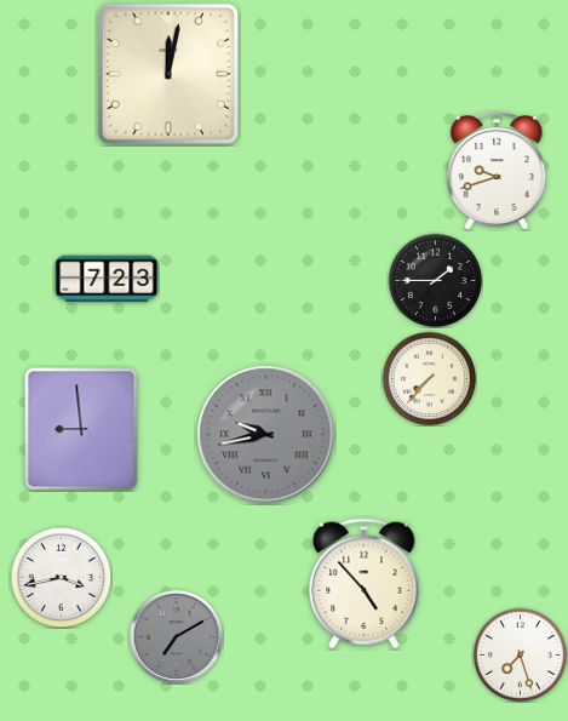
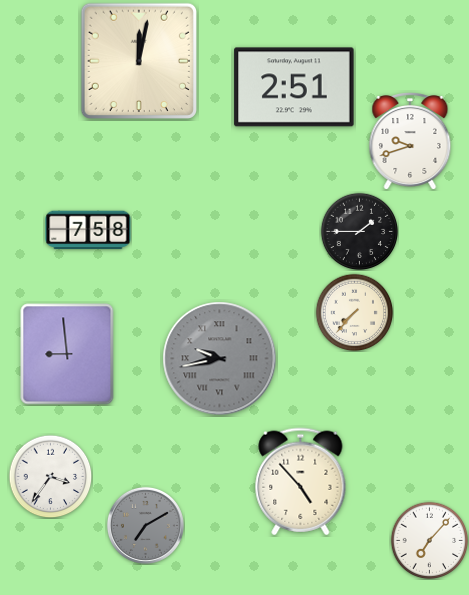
clock at (294, 87): none -> 2:51
clock at (107, 279): 7:23 -> 7:58
clock at (61, 577): 3:43 -> 3:36
clock at (520, 654): 7:27 -> 7:07
